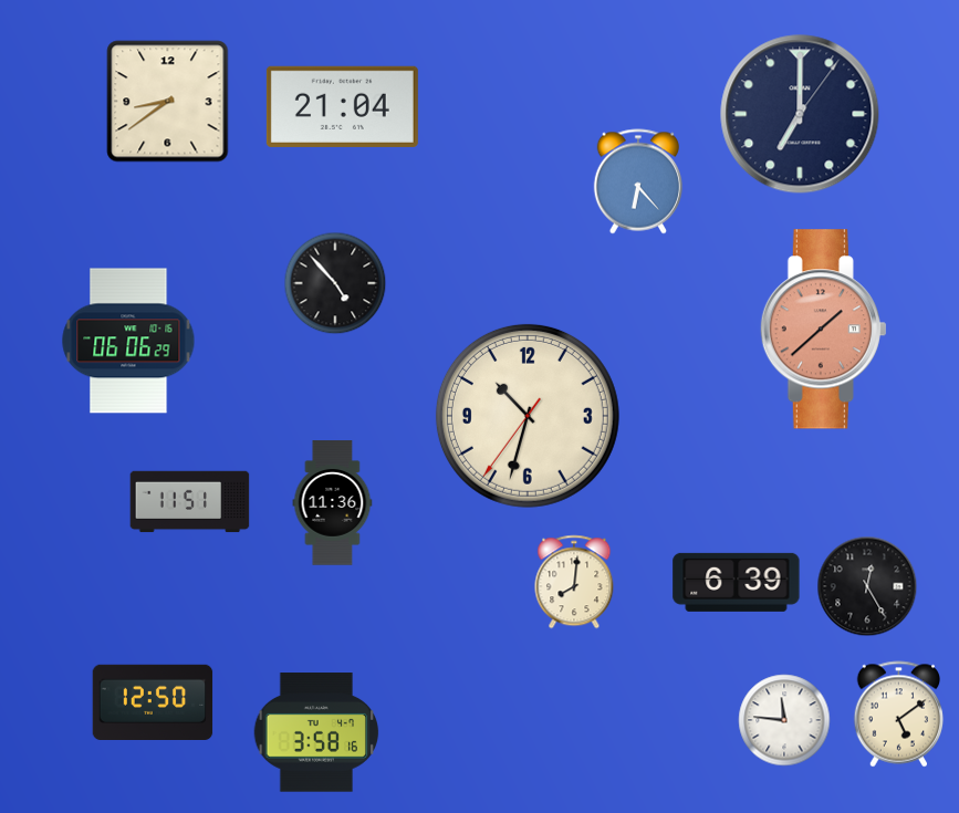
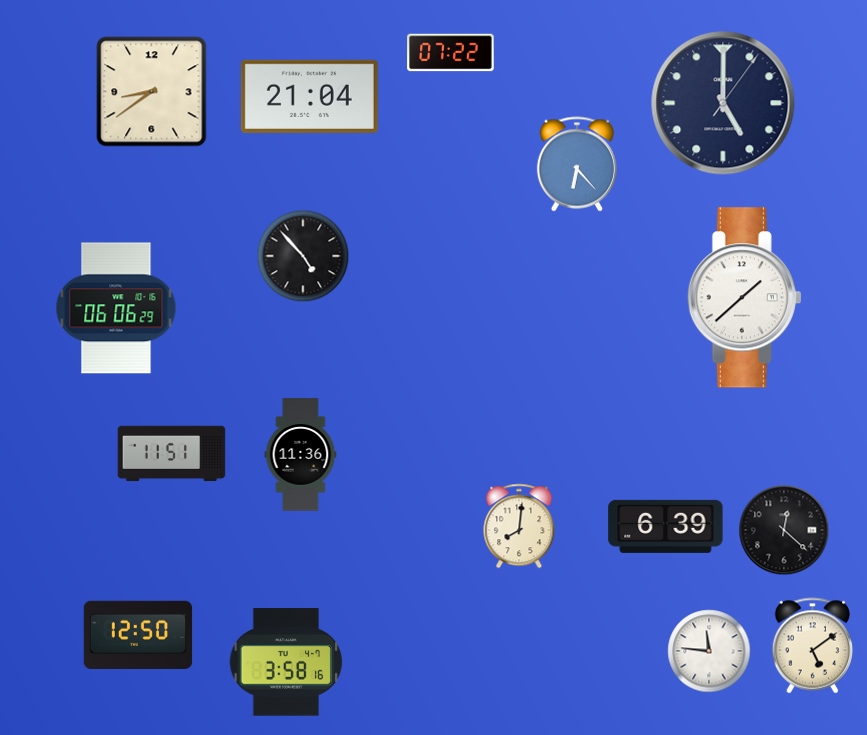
clock at (451, 53): none -> 07:22
clock at (800, 114): 7:00 -> 5:00
clock at (823, 330) dial: salmon -> white
clock at (528, 416): 10:32 -> none
clock at (867, 586): 12:25 -> 12:22
